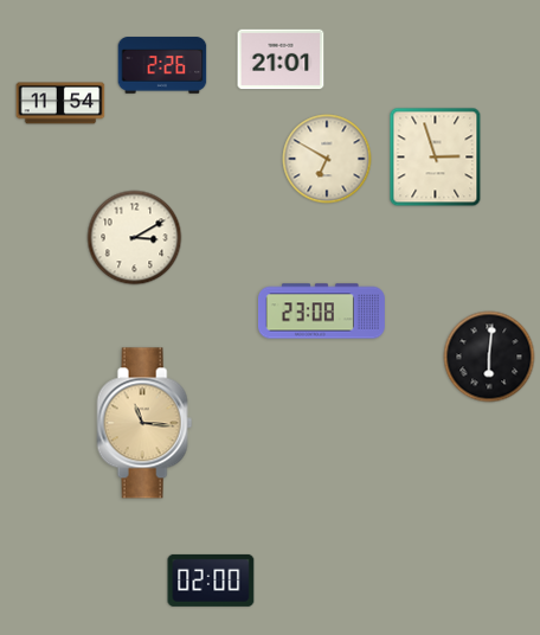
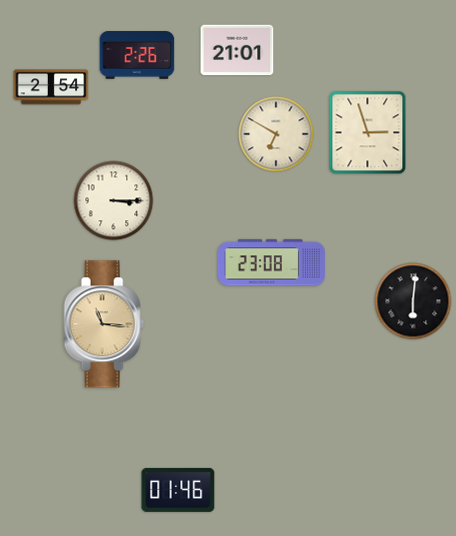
clock at (60, 103): 11:54 -> 2:54
clock at (135, 238): 3:10 -> 3:15
clock at (144, 423) position: (144, 423) -> (104, 324)
clock at (211, 581): 02:00 -> 01:46
